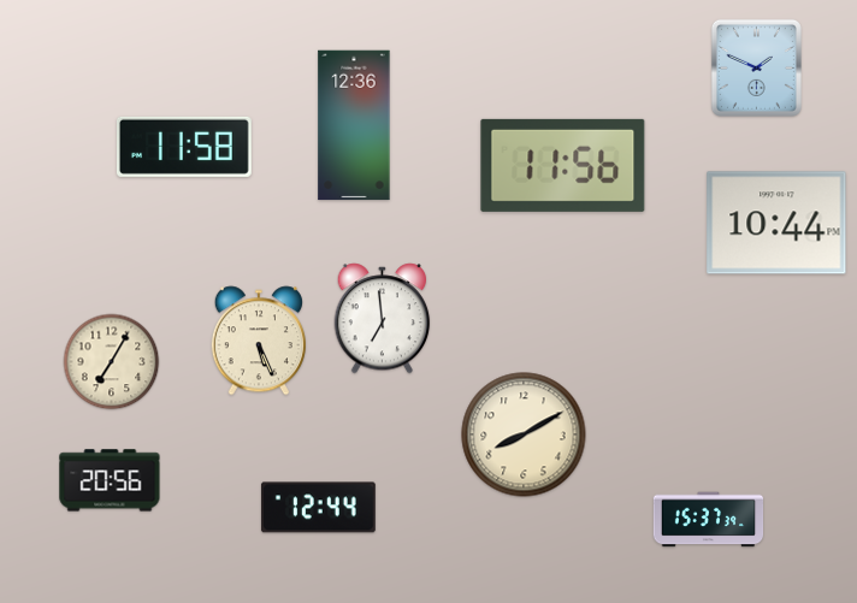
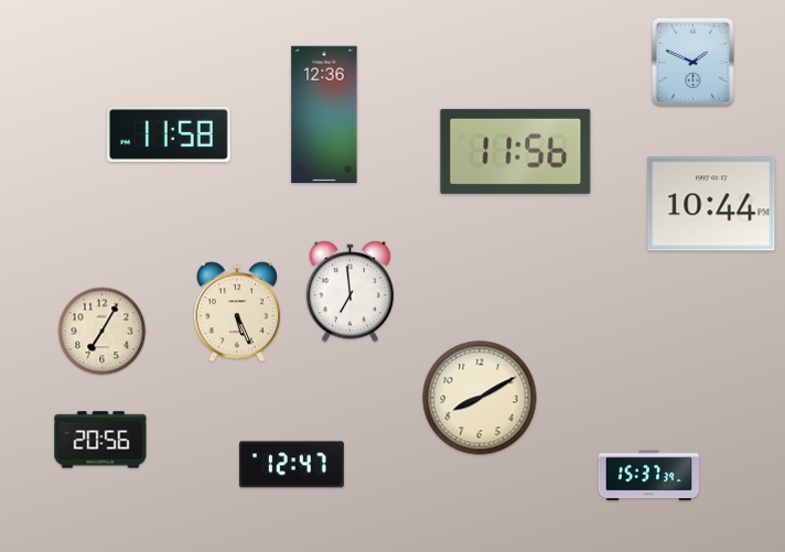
clock at (318, 508): 12:44 -> 12:47
